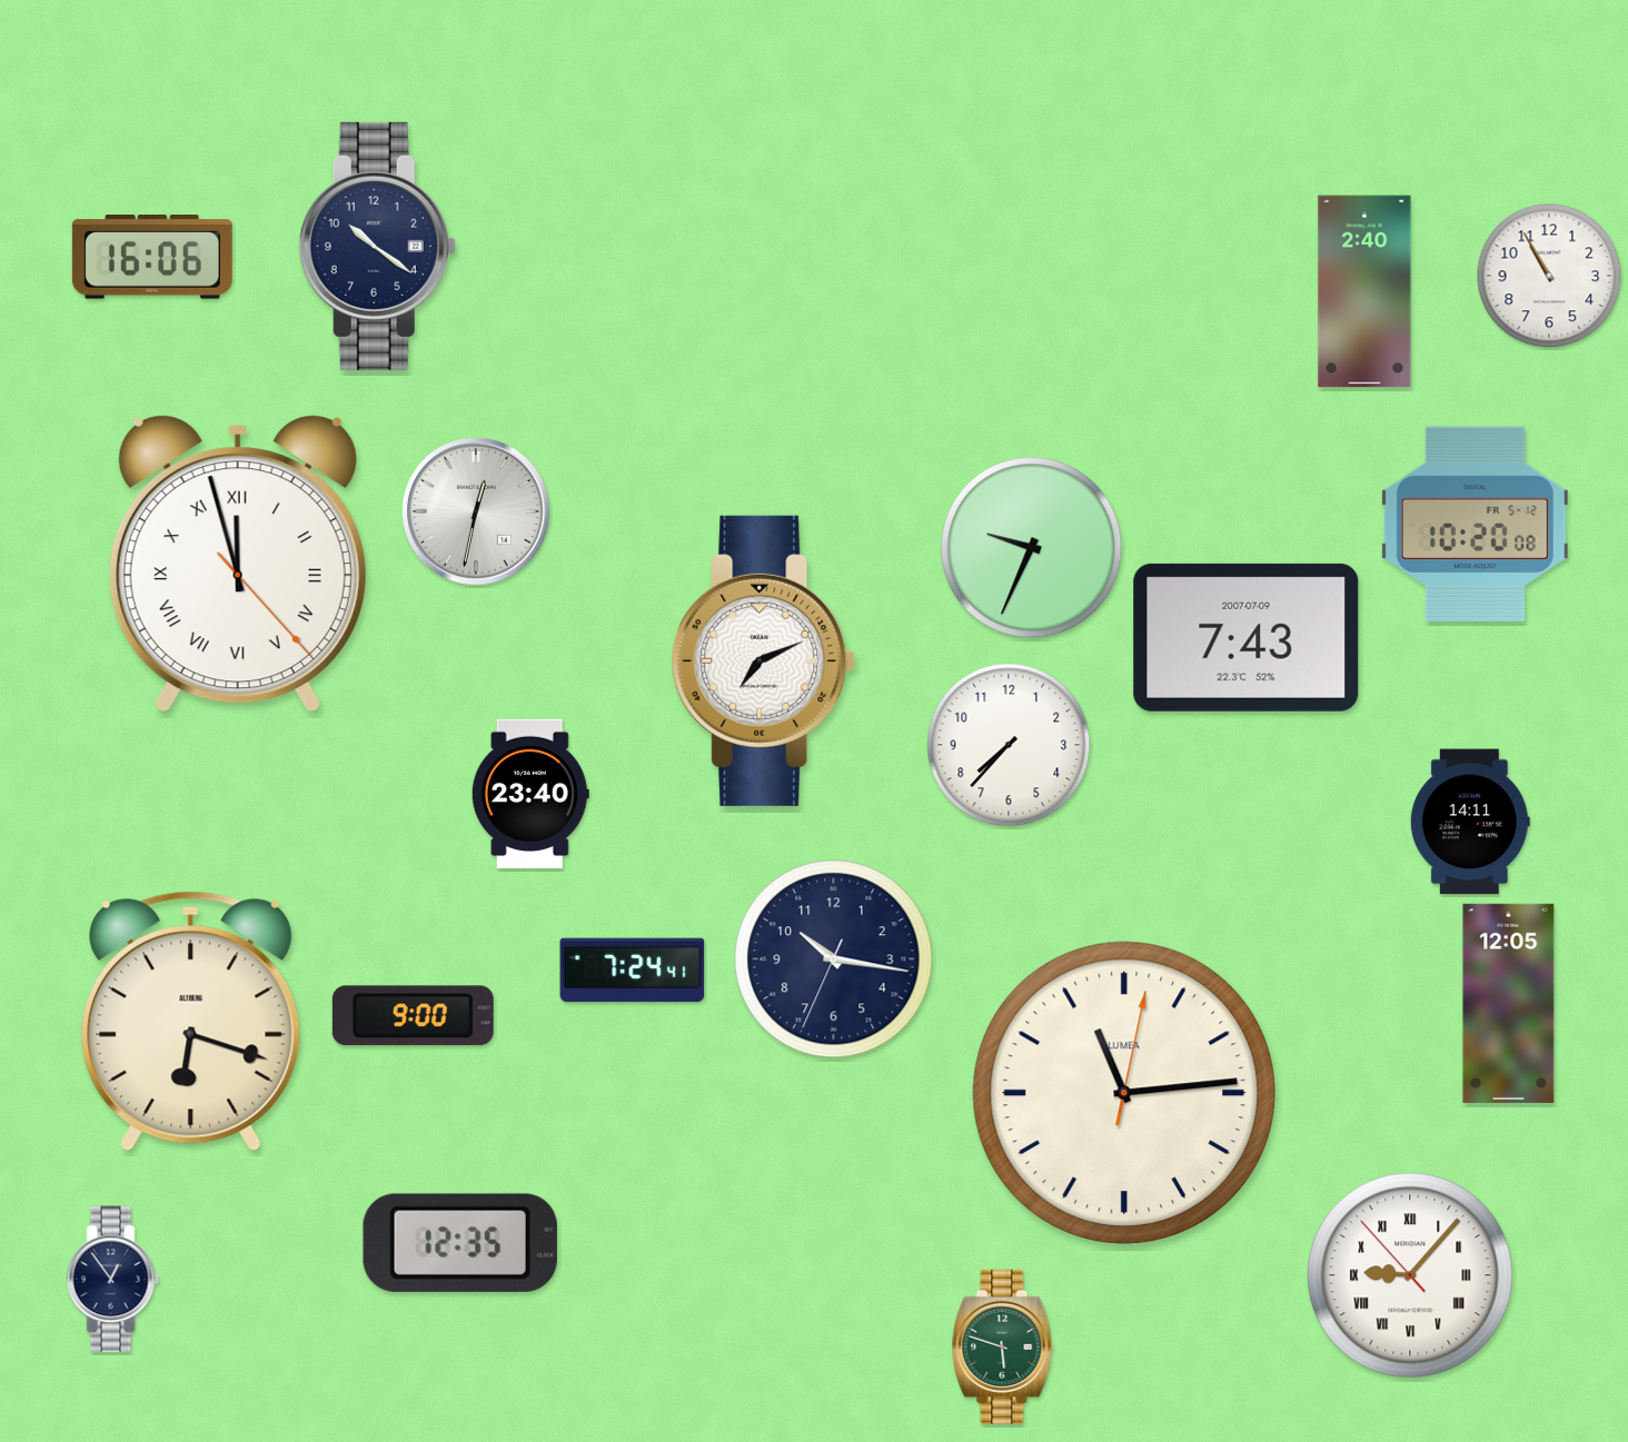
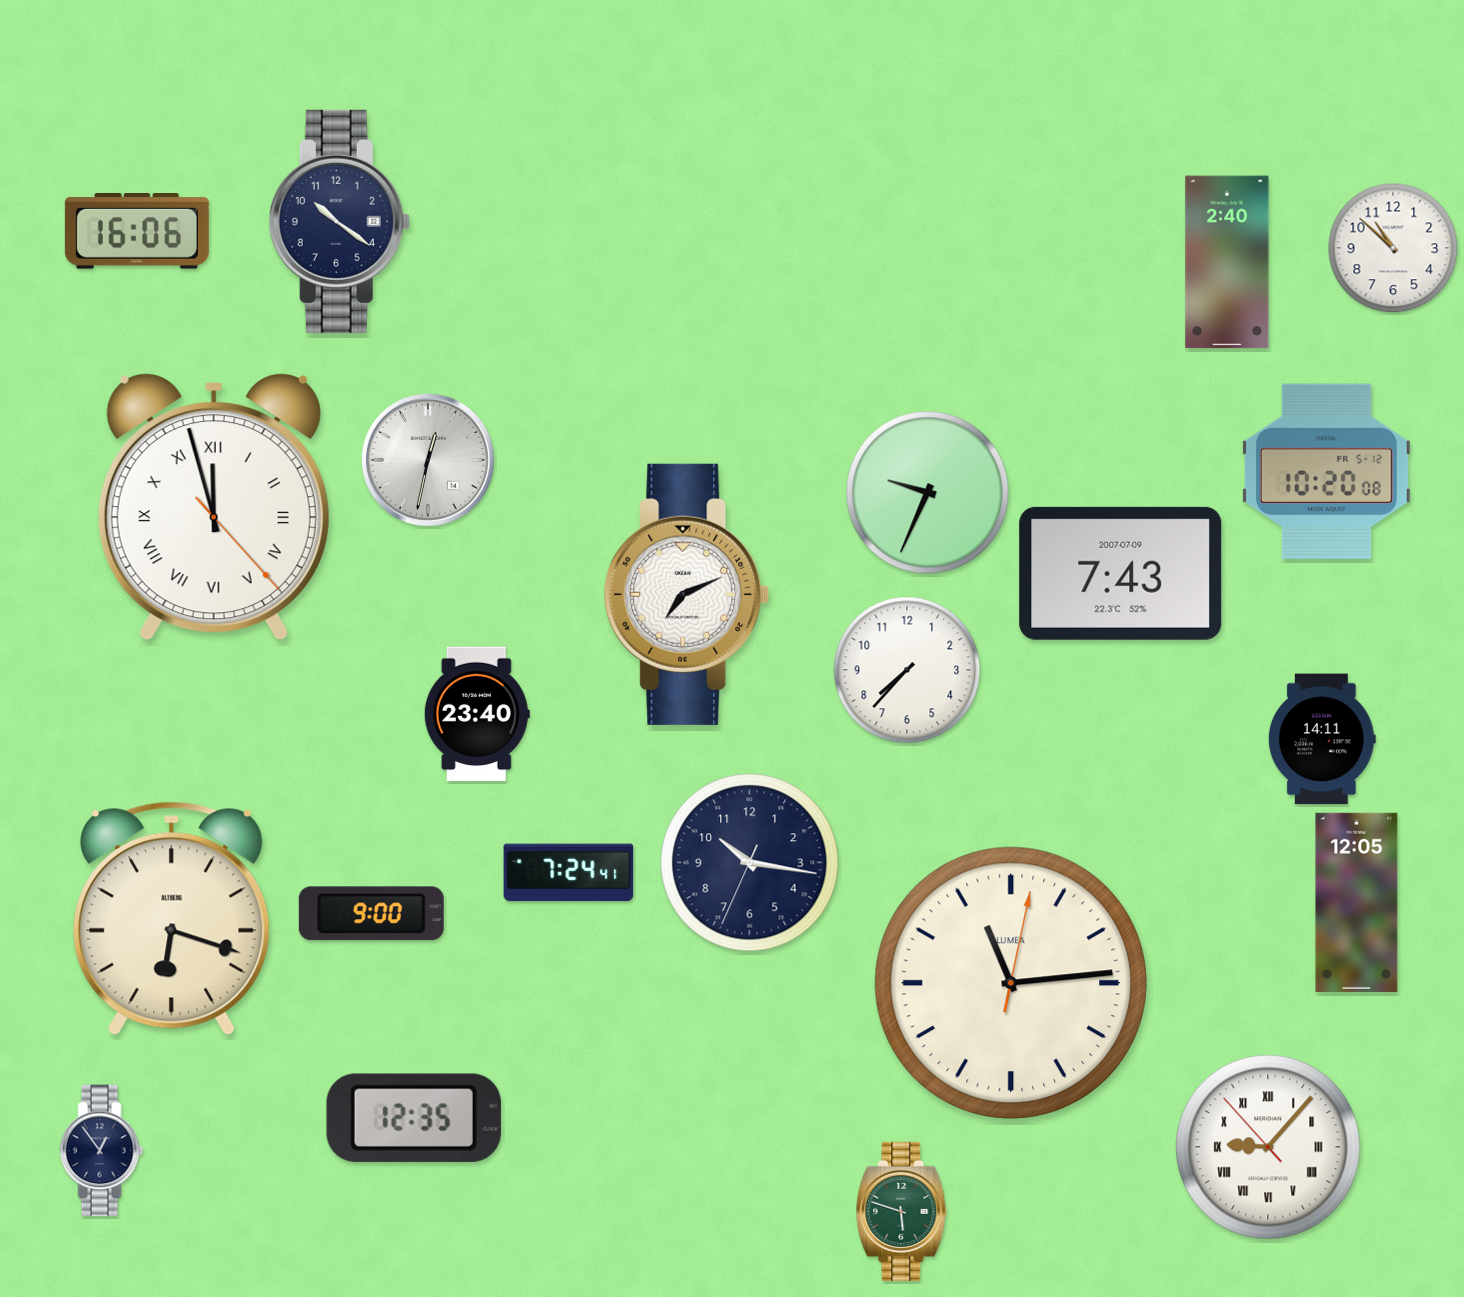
clock at (1549, 276): 10:55 -> 10:52
